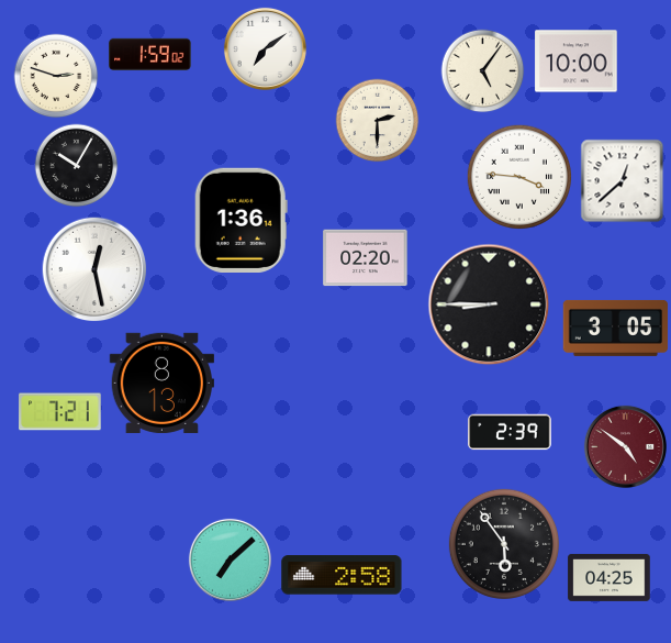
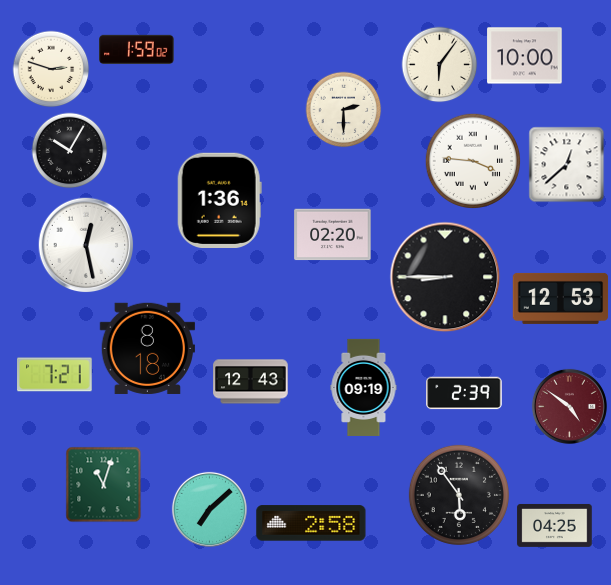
clock at (265, 48): 7:09 -> none
clock at (483, 71): 5:06 -> 6:06
clock at (616, 328): 3:05 -> 12:53
clock at (161, 383): 8:13 -> 8:18
clock at (251, 382): none -> 12:43
clock at (364, 387): none -> 09:19
clock at (104, 485): none -> 11:03
